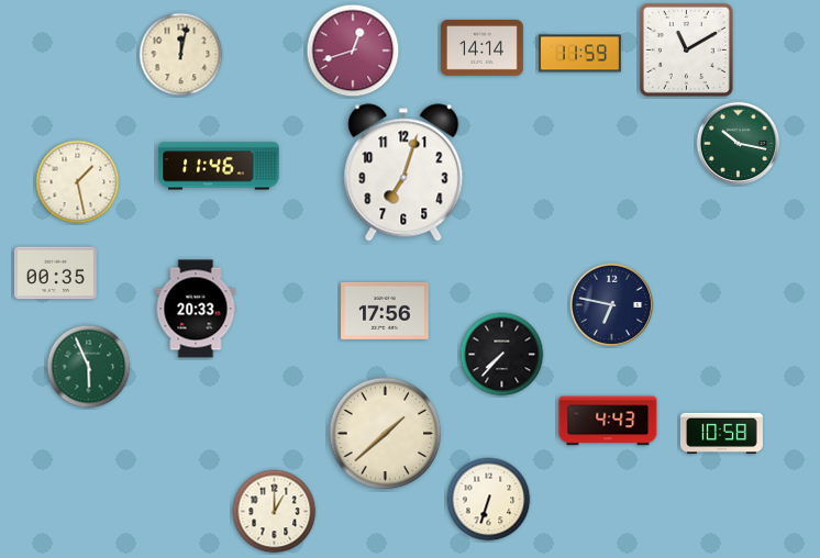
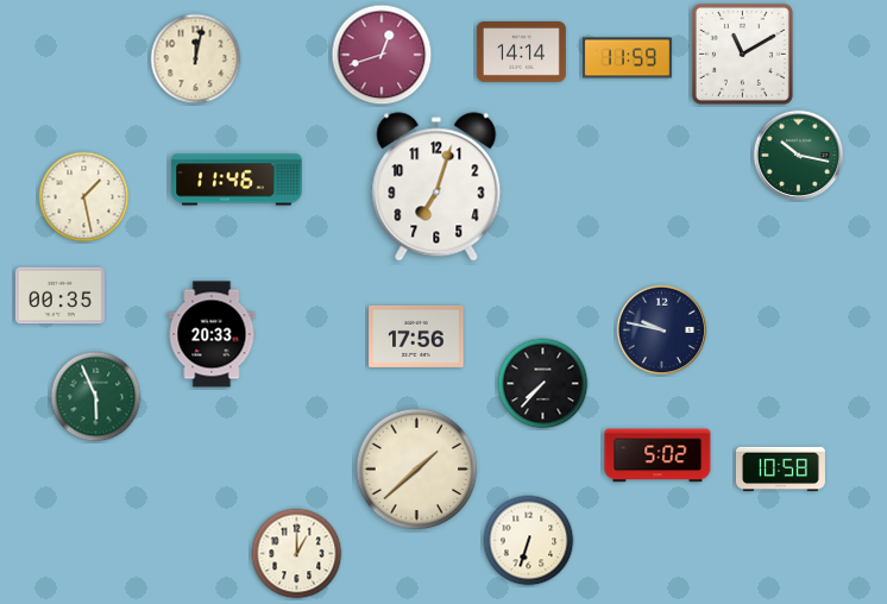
clock at (612, 305): 6:47 -> 9:47
clock at (608, 421): 4:43 -> 5:02
